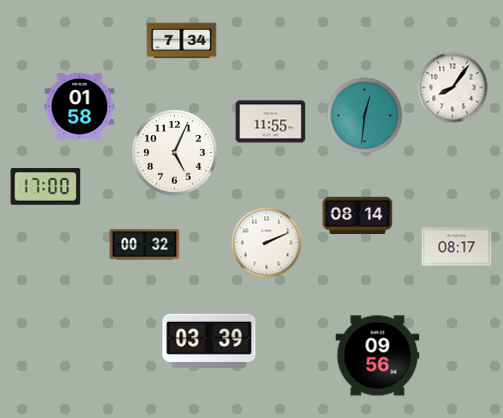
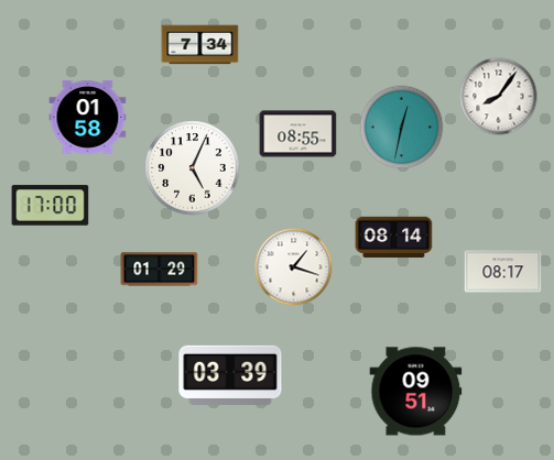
clock at (365, 116): 12:31 -> 12:32
clock at (271, 122): 11:55 -> 08:55
clock at (267, 243): 2:11 -> 1:18
clock at (145, 245): 00:32 -> 01:29
clock at (378, 356): 09:56 -> 09:51
